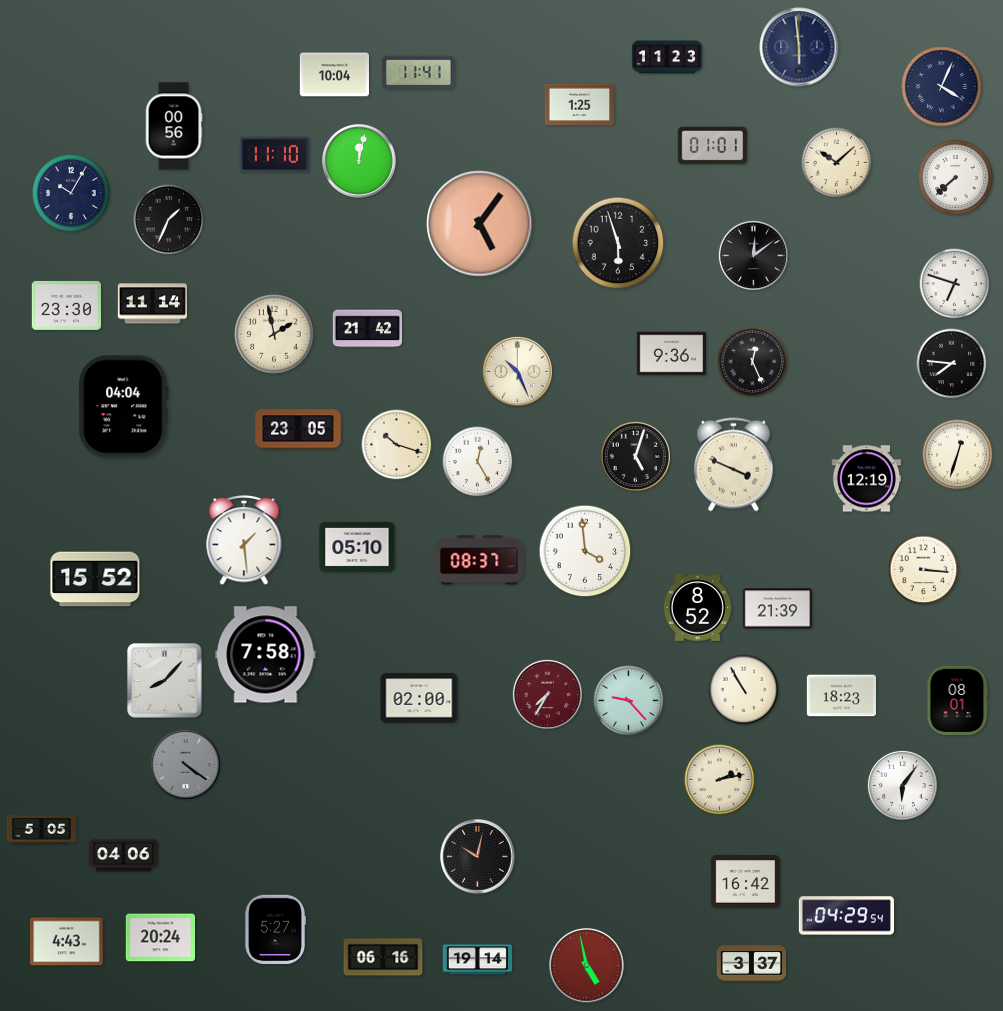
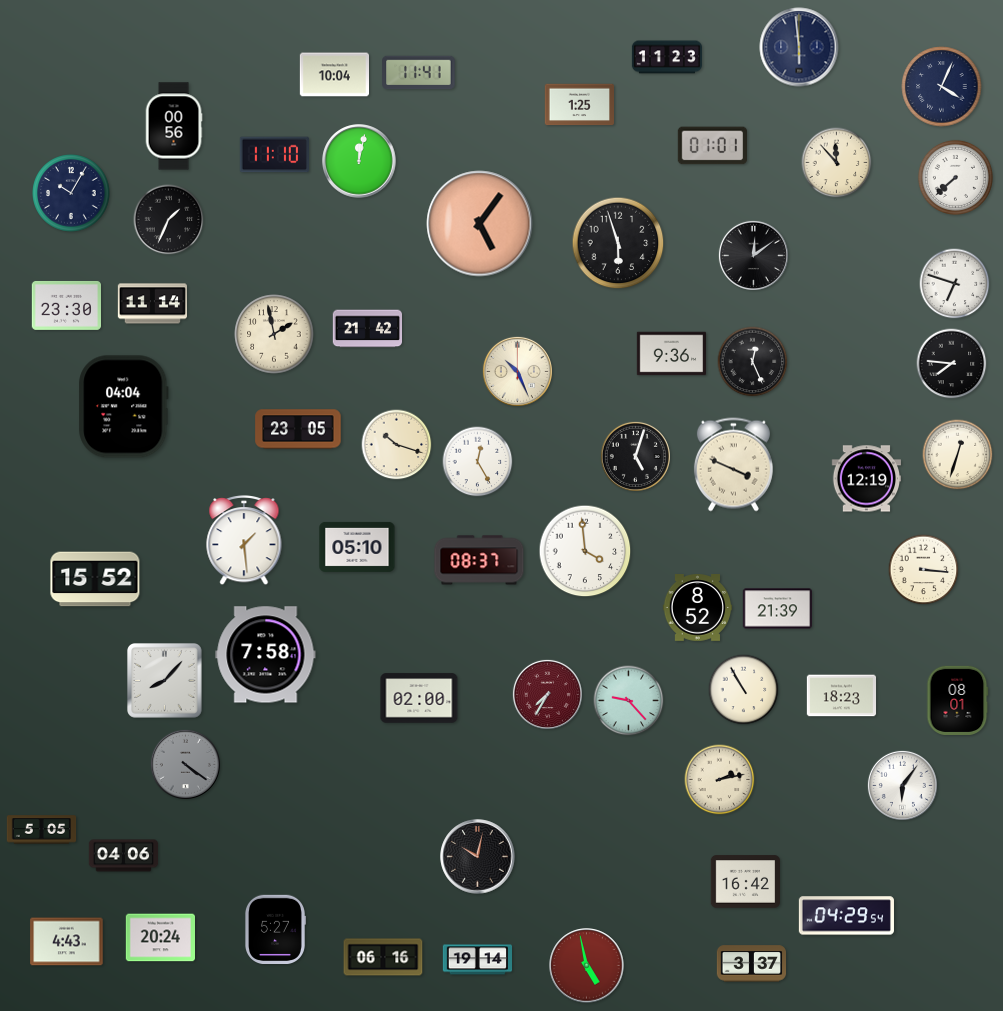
clock at (837, 163): 10:08 -> 11:53
